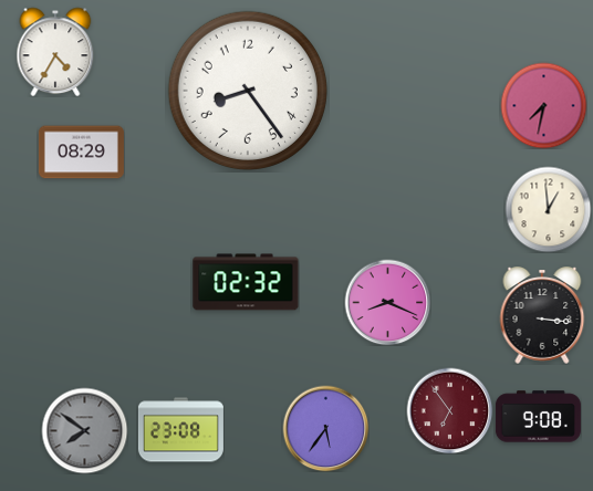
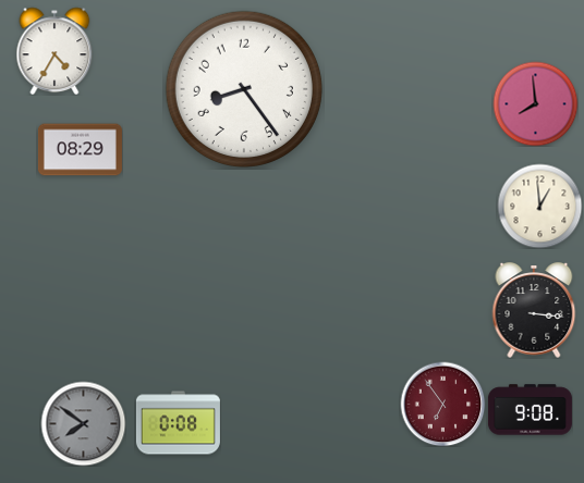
clock at (543, 105): 7:32 -> 7:59
clock at (246, 282): 02:32 -> none
clock at (387, 302): 8:19 -> none
clock at (325, 428): 5:36 -> none
clock at (180, 430): 23:08 -> 0:08
